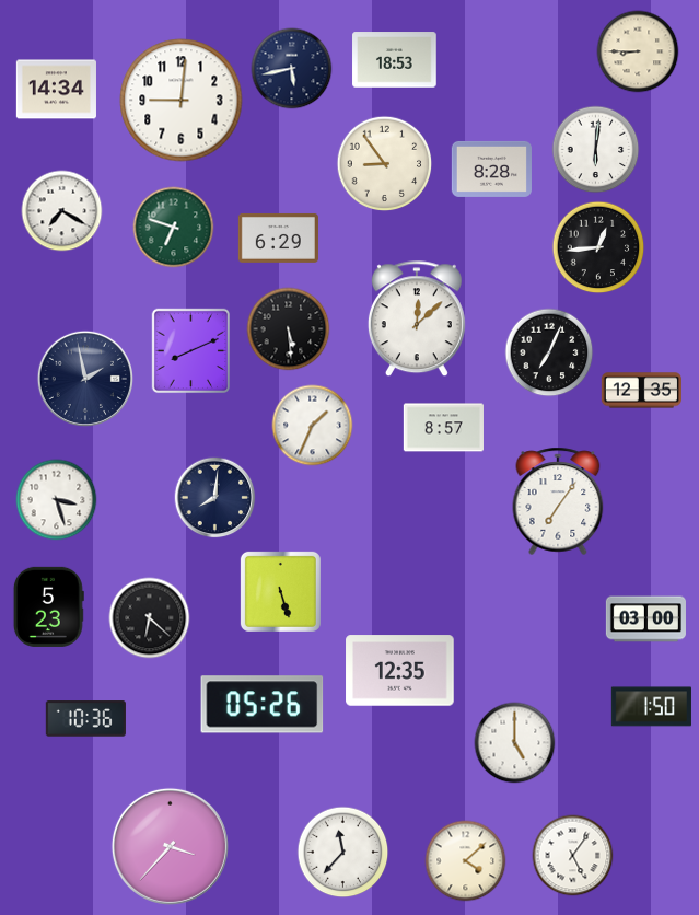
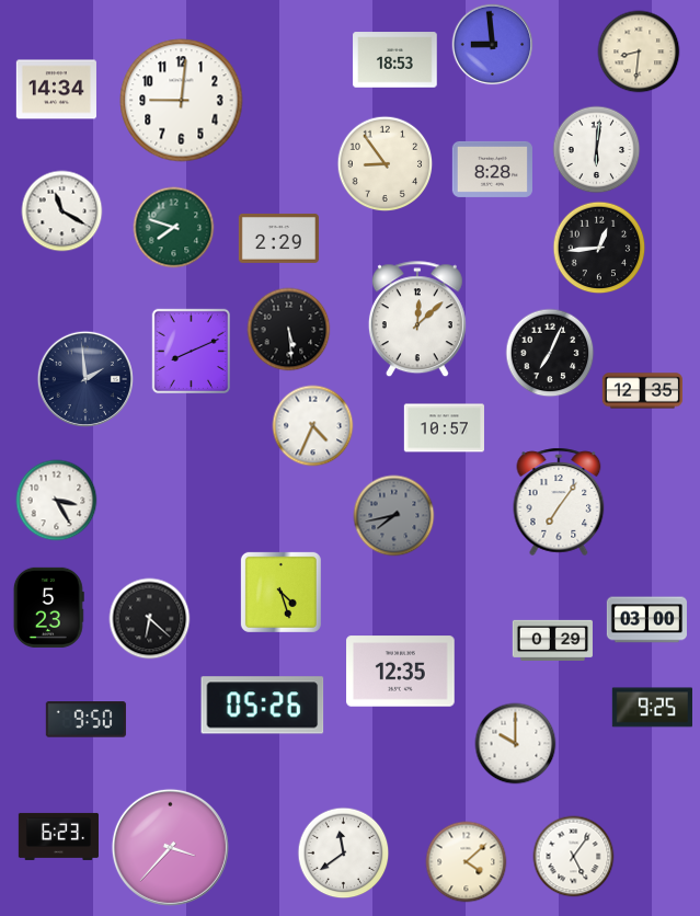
clock at (493, 45): none -> 8:59
clock at (638, 51): 8:45 -> 8:31
clock at (292, 69): 5:43 -> none
clock at (62, 211): 7:20 -> 11:20
clock at (174, 228): 6:48 -> 7:48
clock at (278, 238): 6:29 -> 2:29
clock at (84, 378): 1:58 -> 1:59
clock at (313, 426): 1:34 -> 4:34
clock at (443, 428): 8:57 -> 10:57
clock at (215, 498): 8:01 -> none
clock at (57, 500): 3:27 -> 3:25
clock at (394, 516): none -> 7:43
clock at (280, 591): 5:27 -> 4:27
clock at (552, 640): none -> 0:29
clock at (651, 707): 1:50 -> 9:25
clock at (85, 719): 10:36 -> 9:50
clock at (515, 743): 5:00 -> 10:00
clock at (58, 836): none -> 6:23
clock at (343, 853): 11:37 -> 11:39
